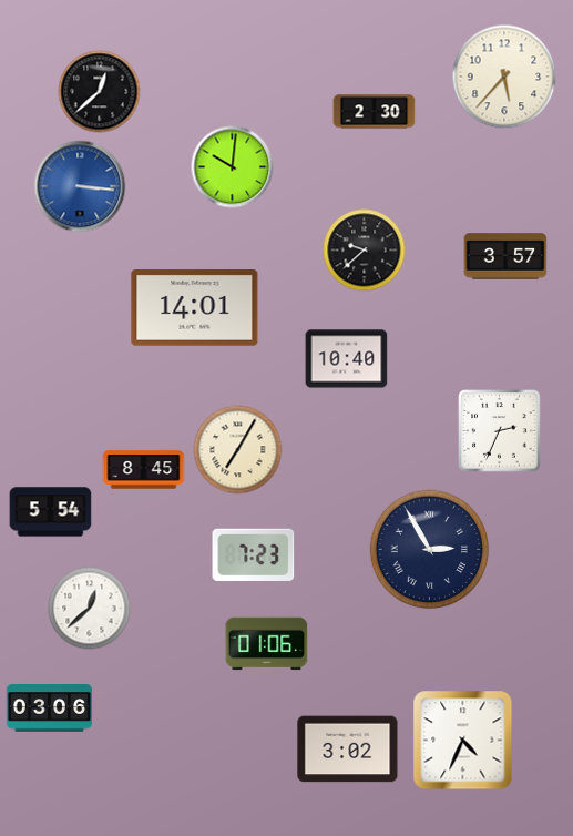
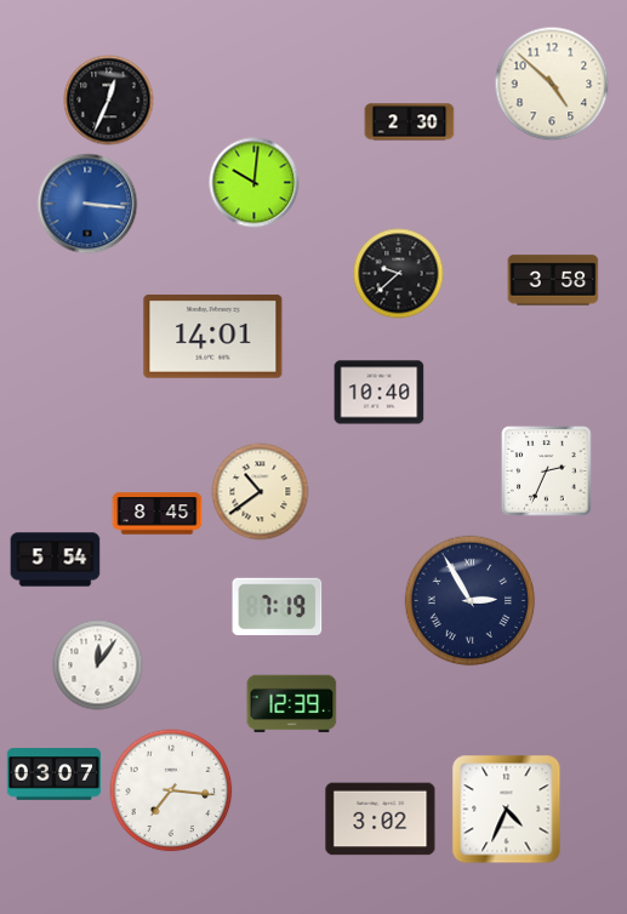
clock at (504, 77): 5:37 -> 4:52
clock at (100, 92): 12:38 -> 12:34
clock at (505, 256): 3:57 -> 3:58
clock at (238, 450): 7:05 -> 10:39
clock at (254, 554): 7:23 -> 7:19
clock at (90, 609): 12:38 -> 12:06
clock at (267, 644): 01:06 -> 12:39
clock at (50, 708): 03:06 -> 03:07
clock at (171, 790): none -> 7:16
